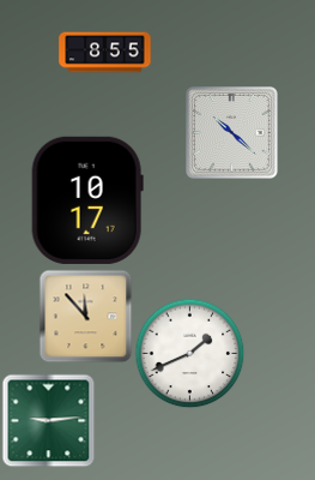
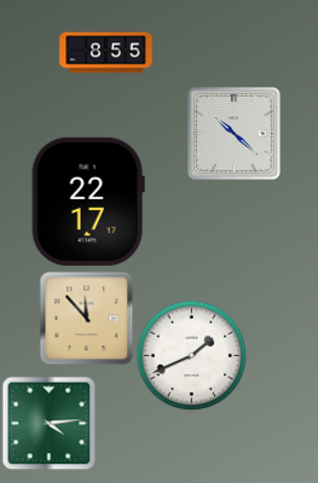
clock at (87, 200): 10:17 -> 22:17
clock at (48, 420): 9:14 -> 4:14
